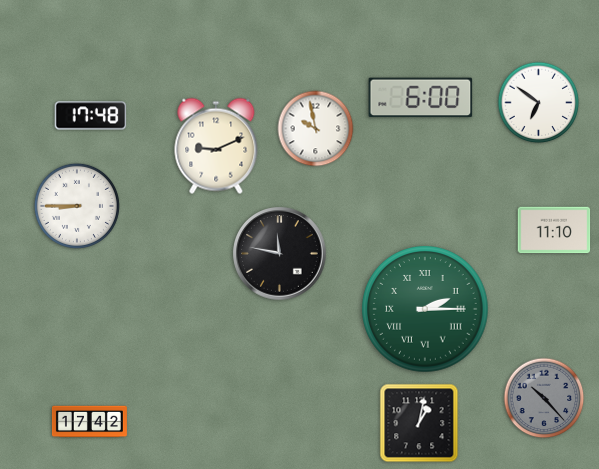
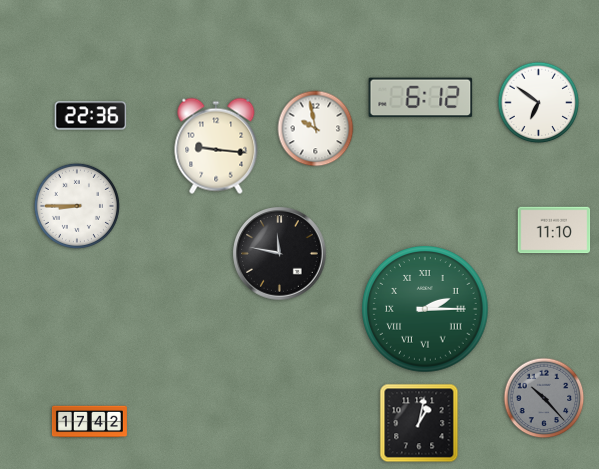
clock at (421, 98): 6:00 -> 6:12
clock at (91, 116): 17:48 -> 22:36
clock at (216, 146): 9:11 -> 9:16
